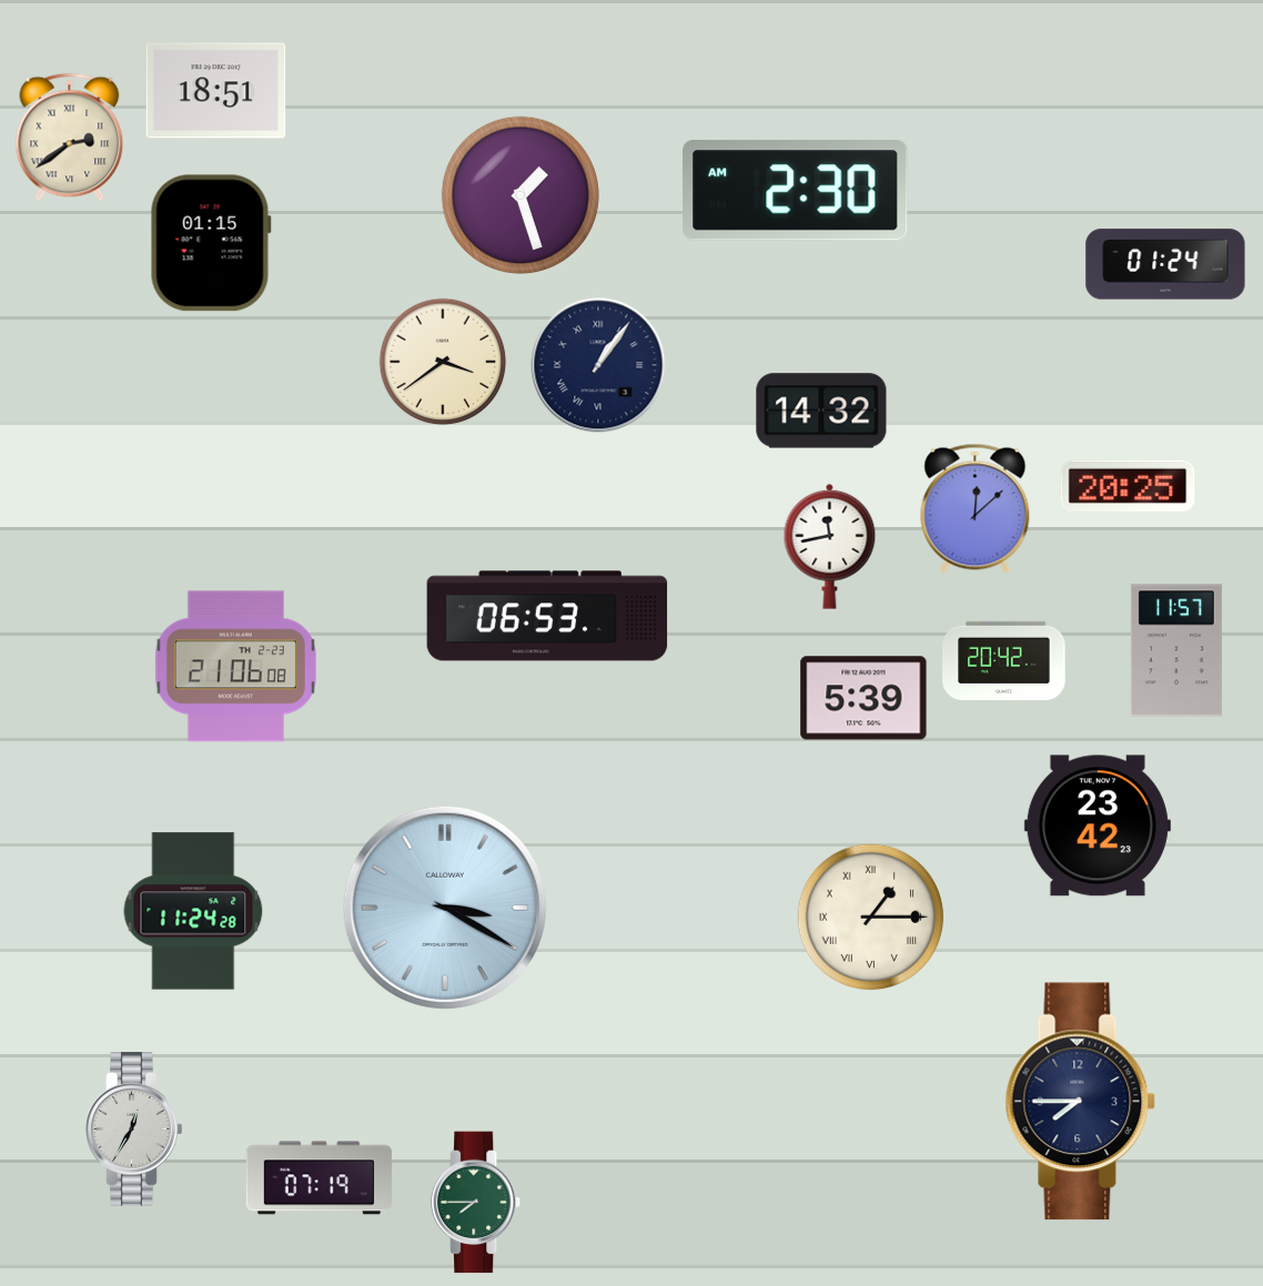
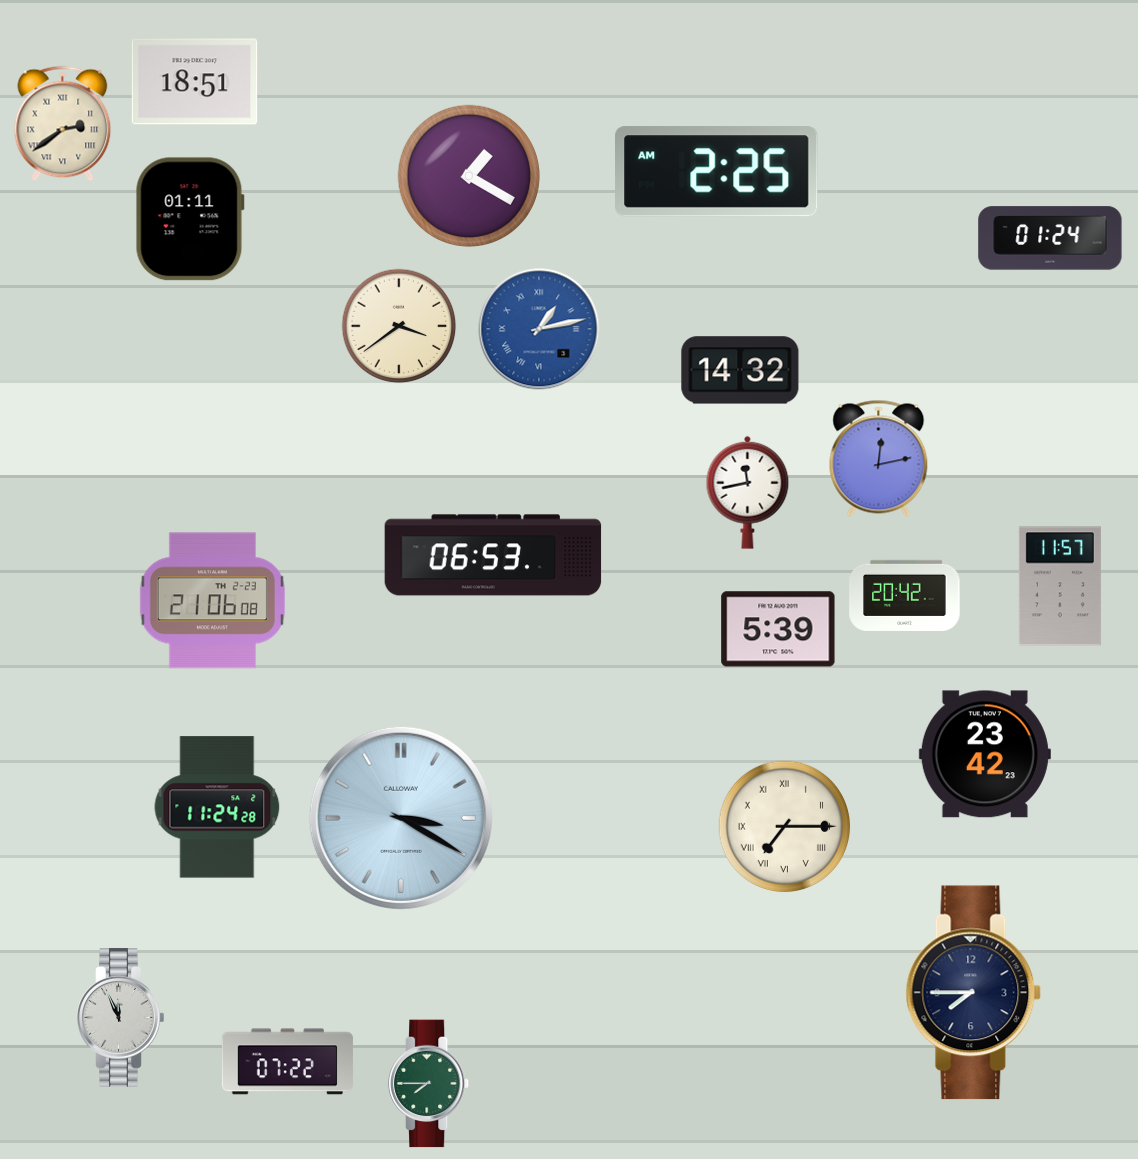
clock at (796, 191): 2:30 -> 2:25
clock at (521, 195): 1:27 -> 1:20
clock at (211, 243): 01:15 -> 01:11
clock at (598, 365): 1:06 -> 1:13
clock at (598, 365) dial: navy -> blue
clock at (1128, 486): 20:25 -> none
clock at (976, 508): 12:08 -> 12:13
clock at (1098, 826) position: (1098, 826) -> (985, 754)
clock at (193, 911) position: (193, 911) -> (217, 807)
clock at (871, 918): 1:15 -> 7:15
clock at (134, 1130): 12:35 -> 11:56
clock at (319, 1178): 07:19 -> 07:22
